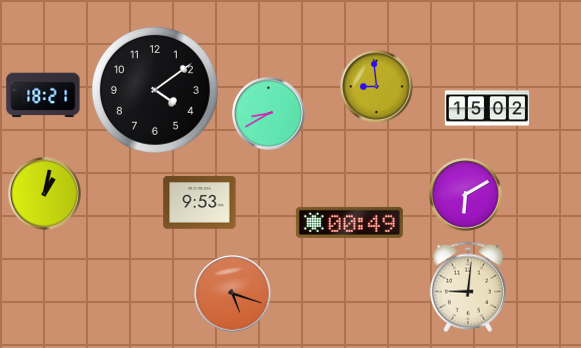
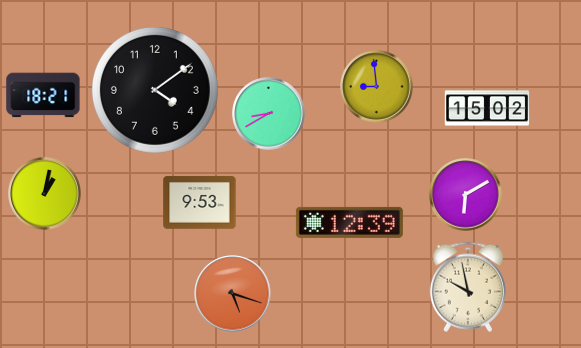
clock at (349, 222): 00:49 -> 12:39
clock at (468, 287): 9:01 -> 9:58
